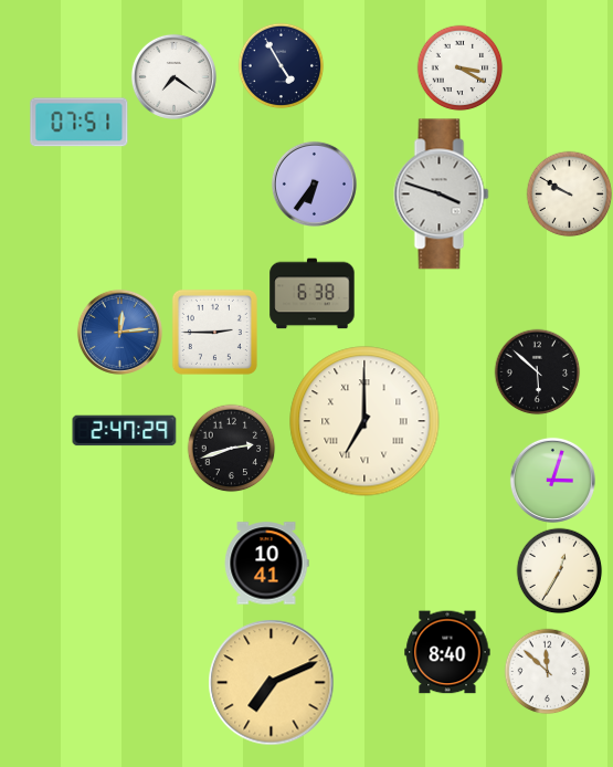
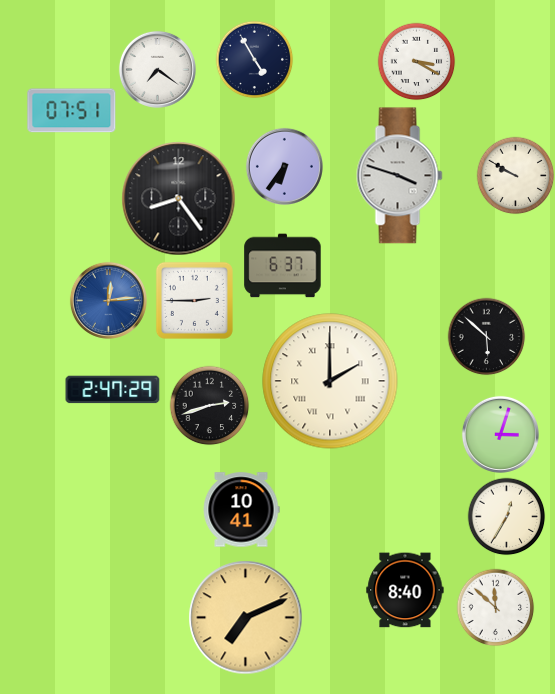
clock at (179, 199): none -> 8:24
clock at (313, 294): 6:38 -> 6:37
clock at (364, 421): 7:00 -> 2:00
